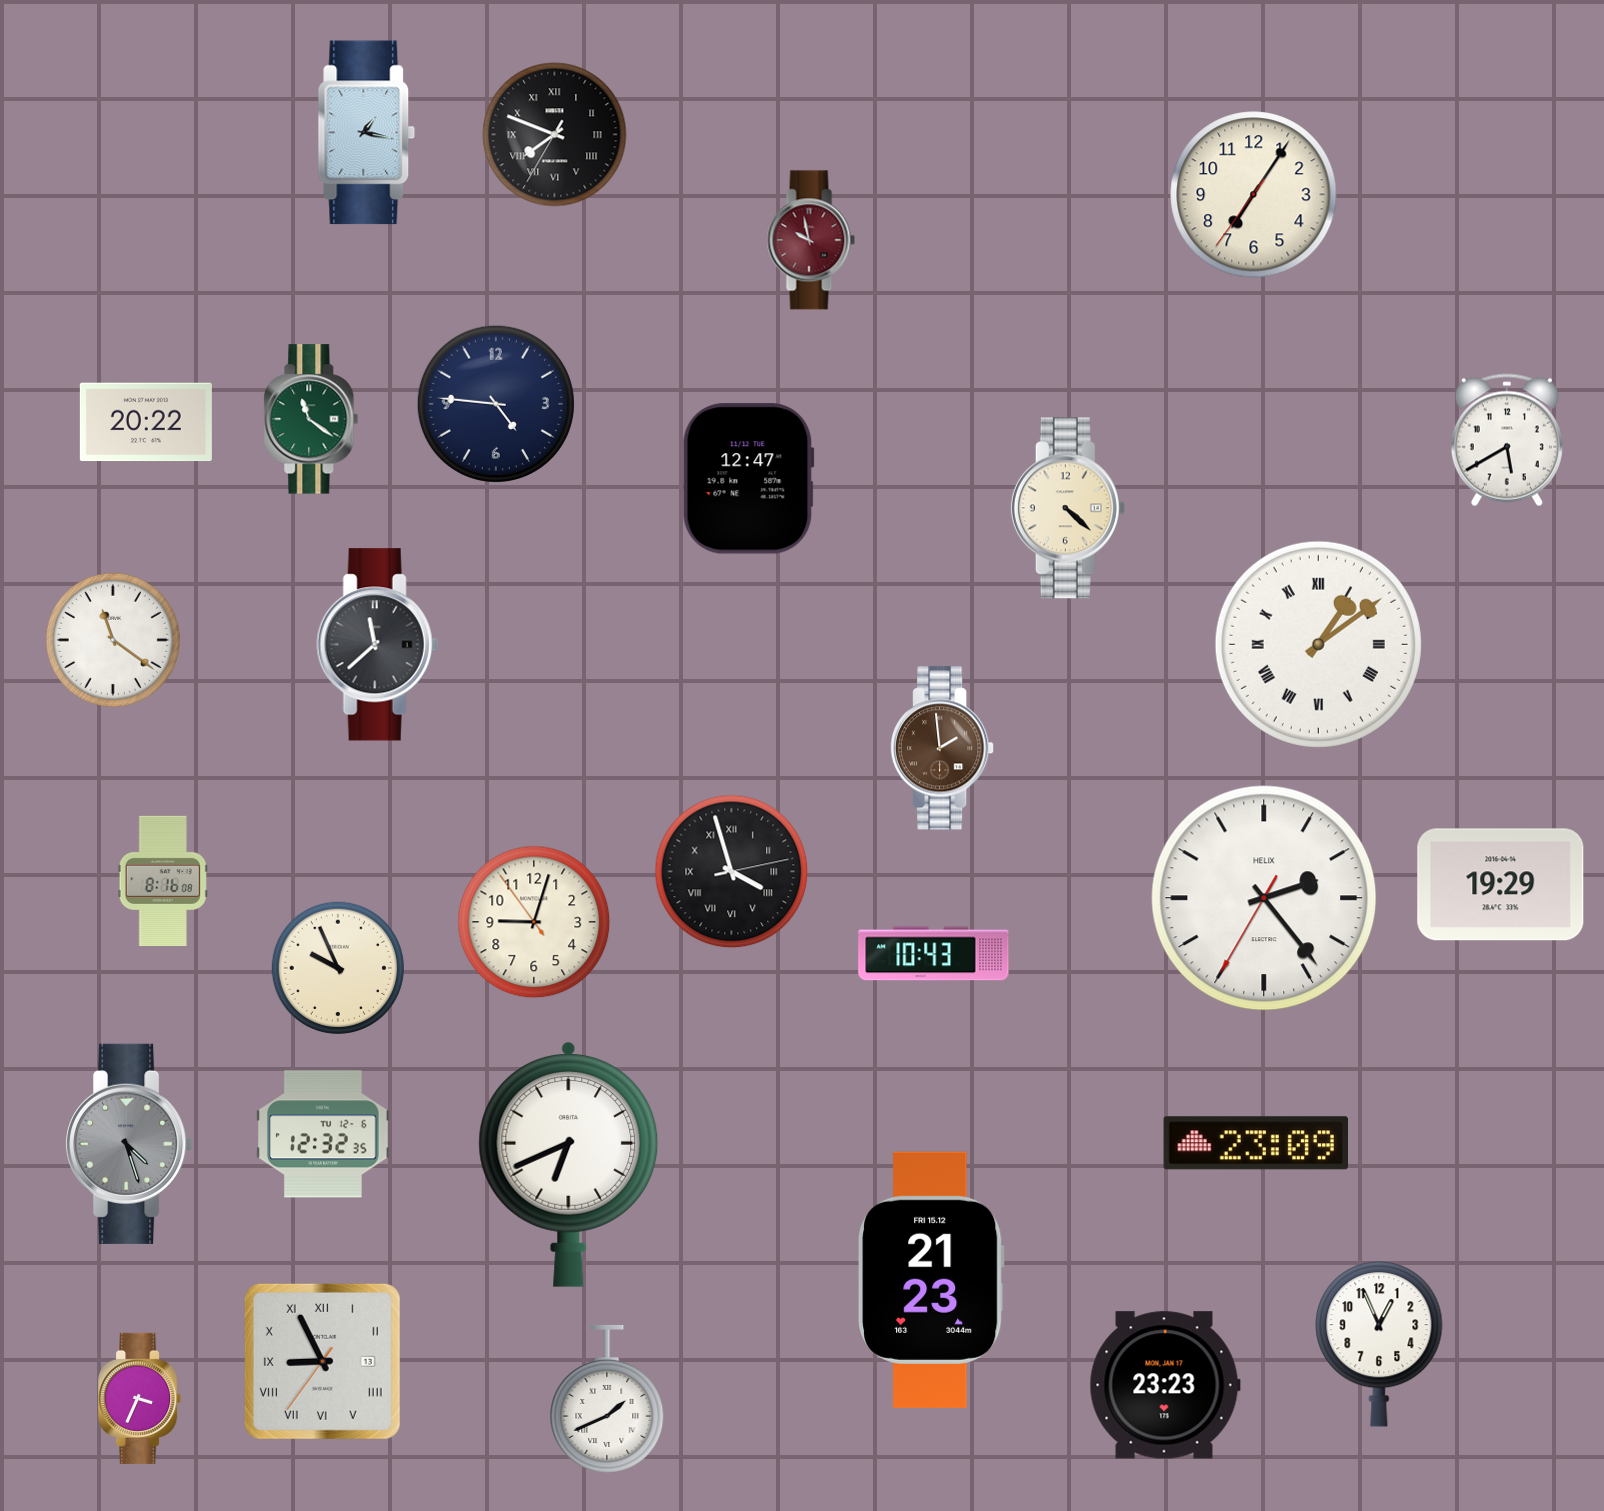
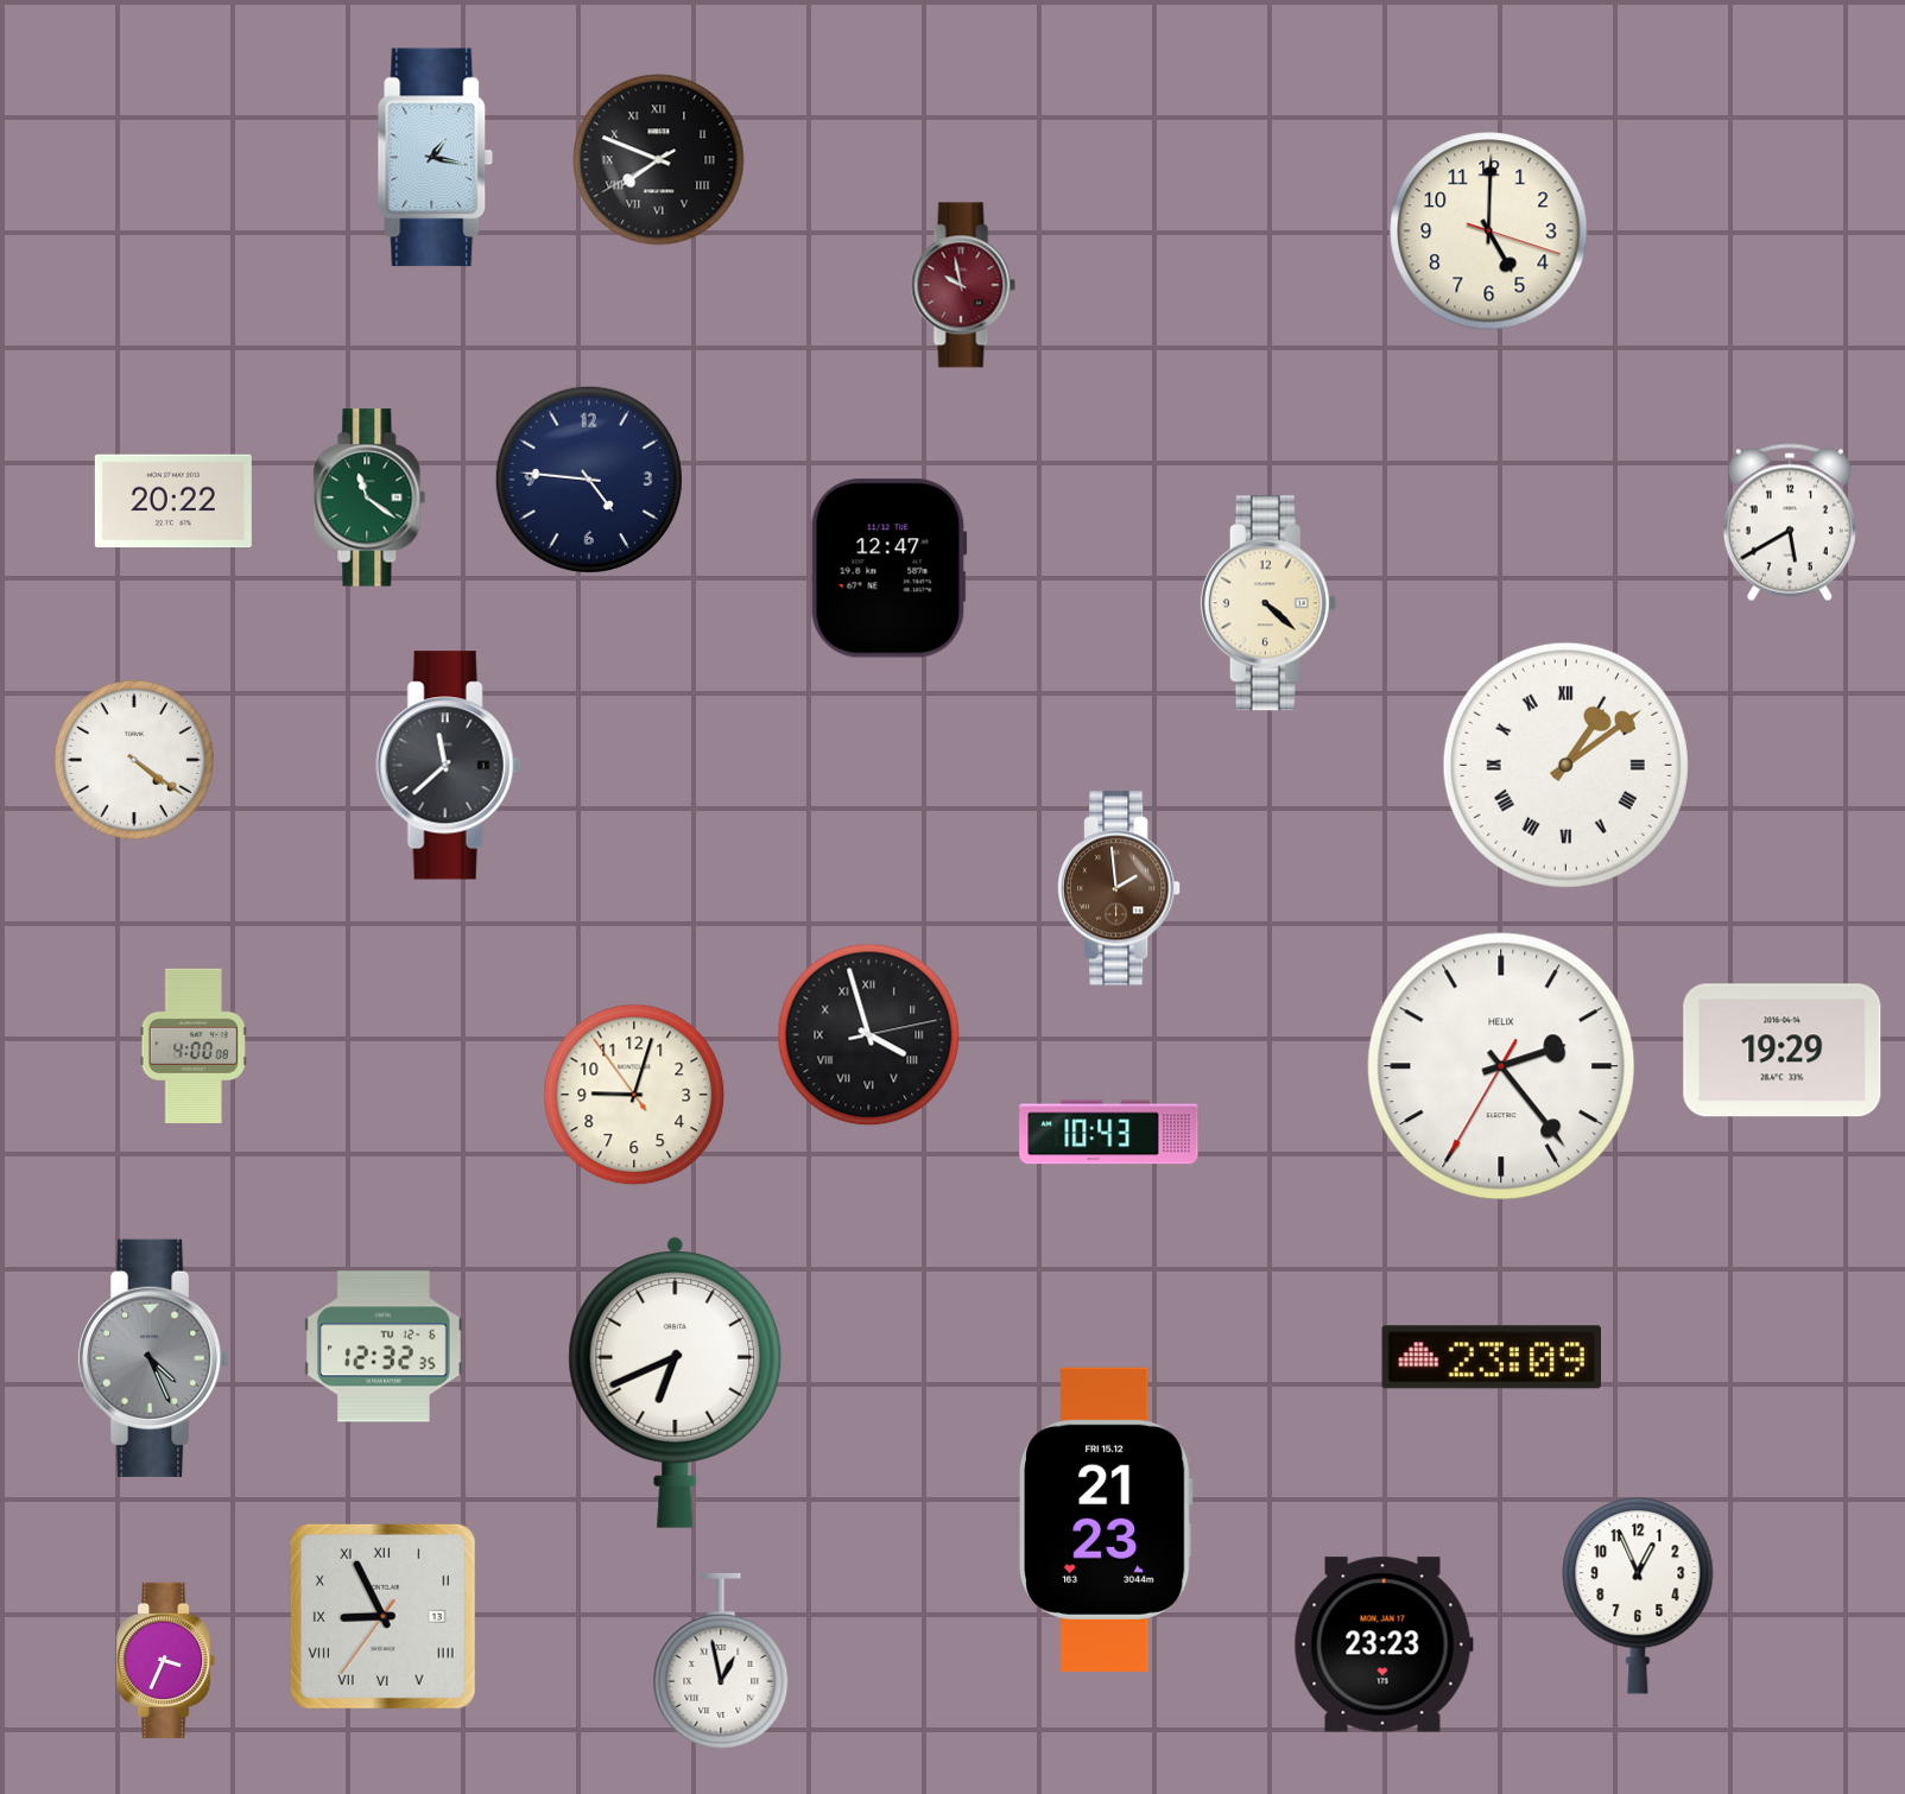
clock at (555, 135): 7:48:35 -> 7:48:40
clock at (1254, 195): 7:05 -> 5:00
clock at (113, 640): 11:21 -> 4:21
clock at (163, 880): 8:16 -> 4:00
clock at (338, 968): 9:56 -> none
clock at (130, 1144): 4:27 -> 4:26
clock at (607, 1400): 1:41 -> 12:58
